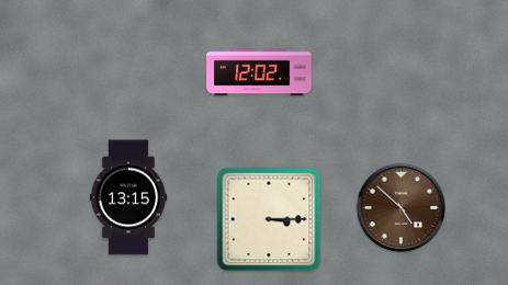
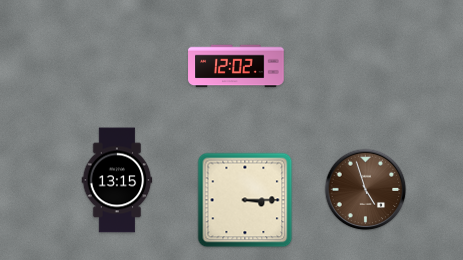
clock at (402, 208): 4:52 -> 4:57
